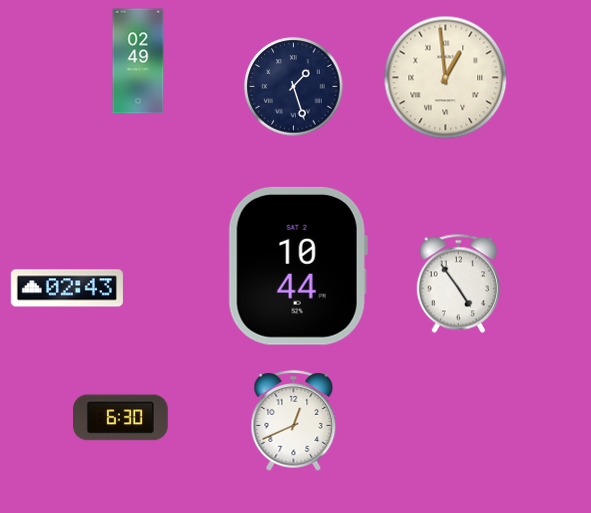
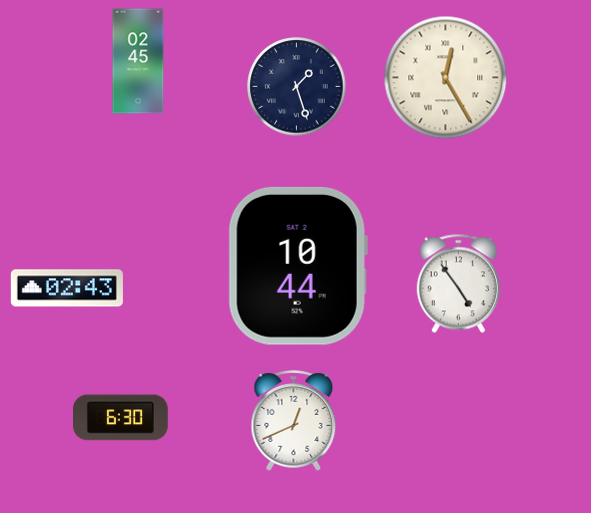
clock at (138, 61): 02:49 -> 02:45
clock at (446, 78): 12:59 -> 12:25
clock at (294, 87) position: (294, 87) -> (297, 87)
